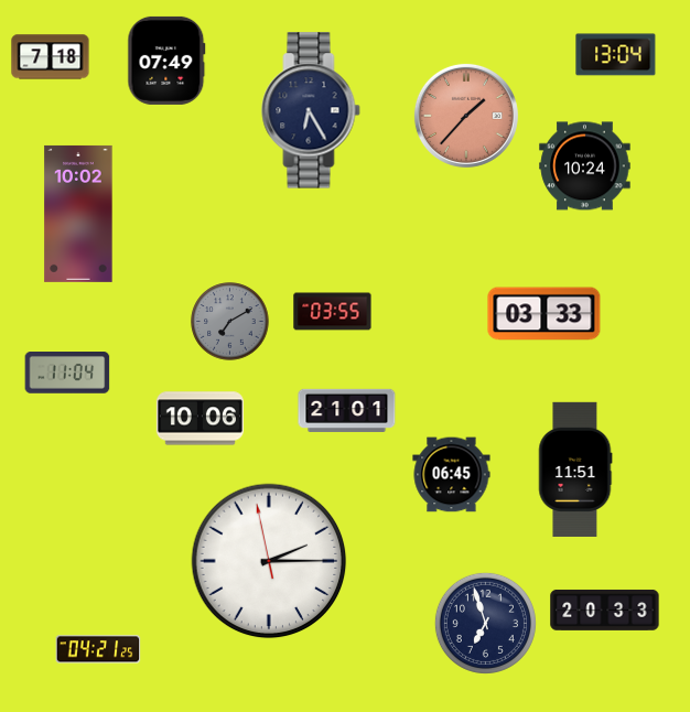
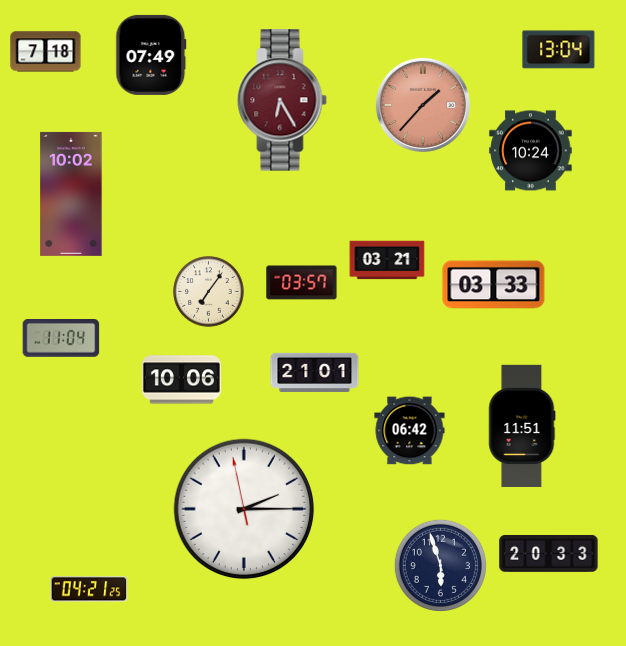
clock at (311, 110) dial: navy -> burgundy
clock at (387, 260): none -> 03:21
clock at (333, 312): 03:55 -> 03:57
clock at (230, 322): 7:10 -> 7:06
clock at (230, 322) dial: grey -> cream
clock at (452, 475): 06:45 -> 06:42
clock at (485, 623): 6:57 -> 5:57
